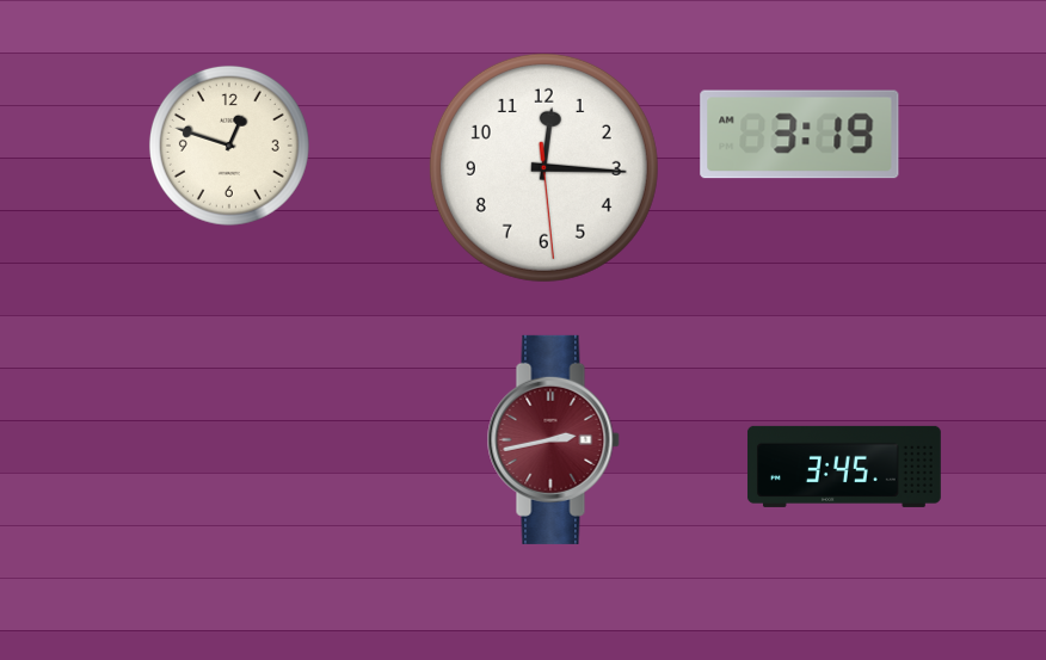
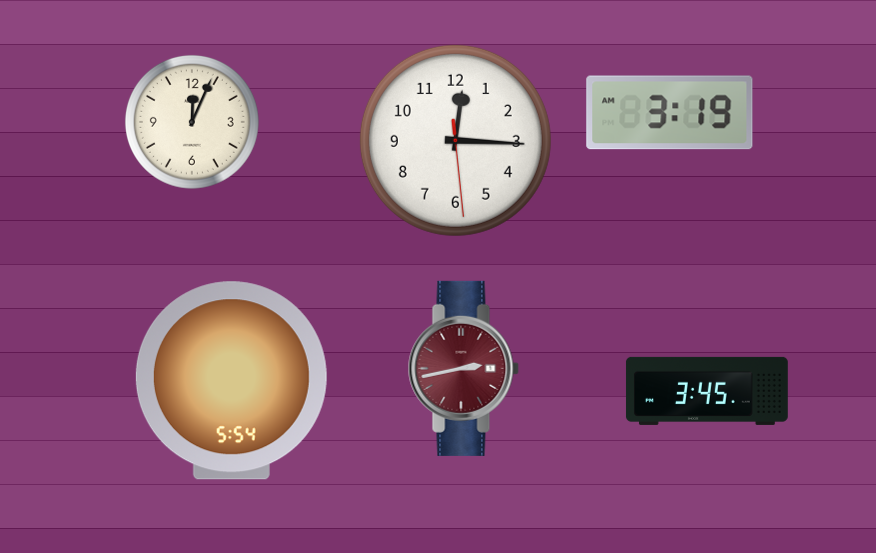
clock at (229, 146): 12:48 -> 12:04
clock at (231, 381): none -> 5:54
